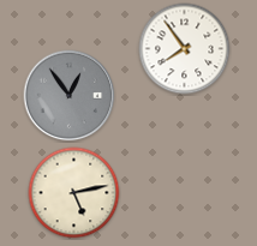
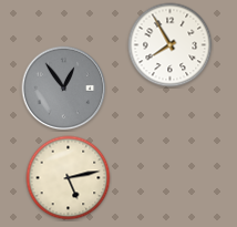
clock at (185, 49): 7:54 -> 7:55
